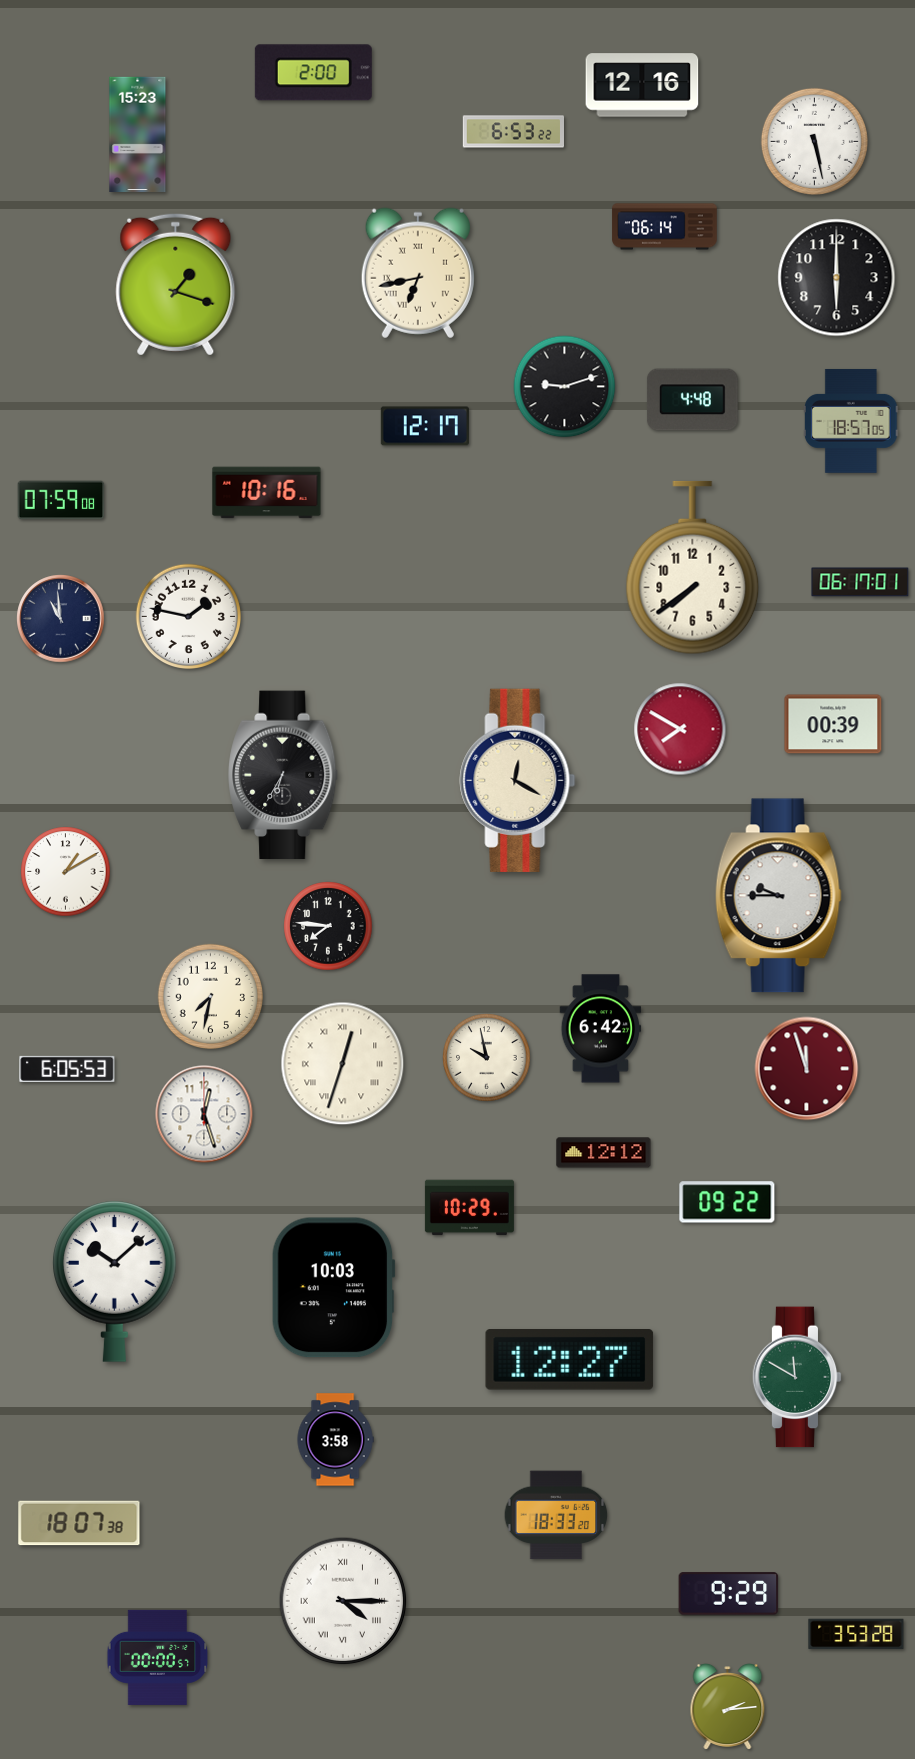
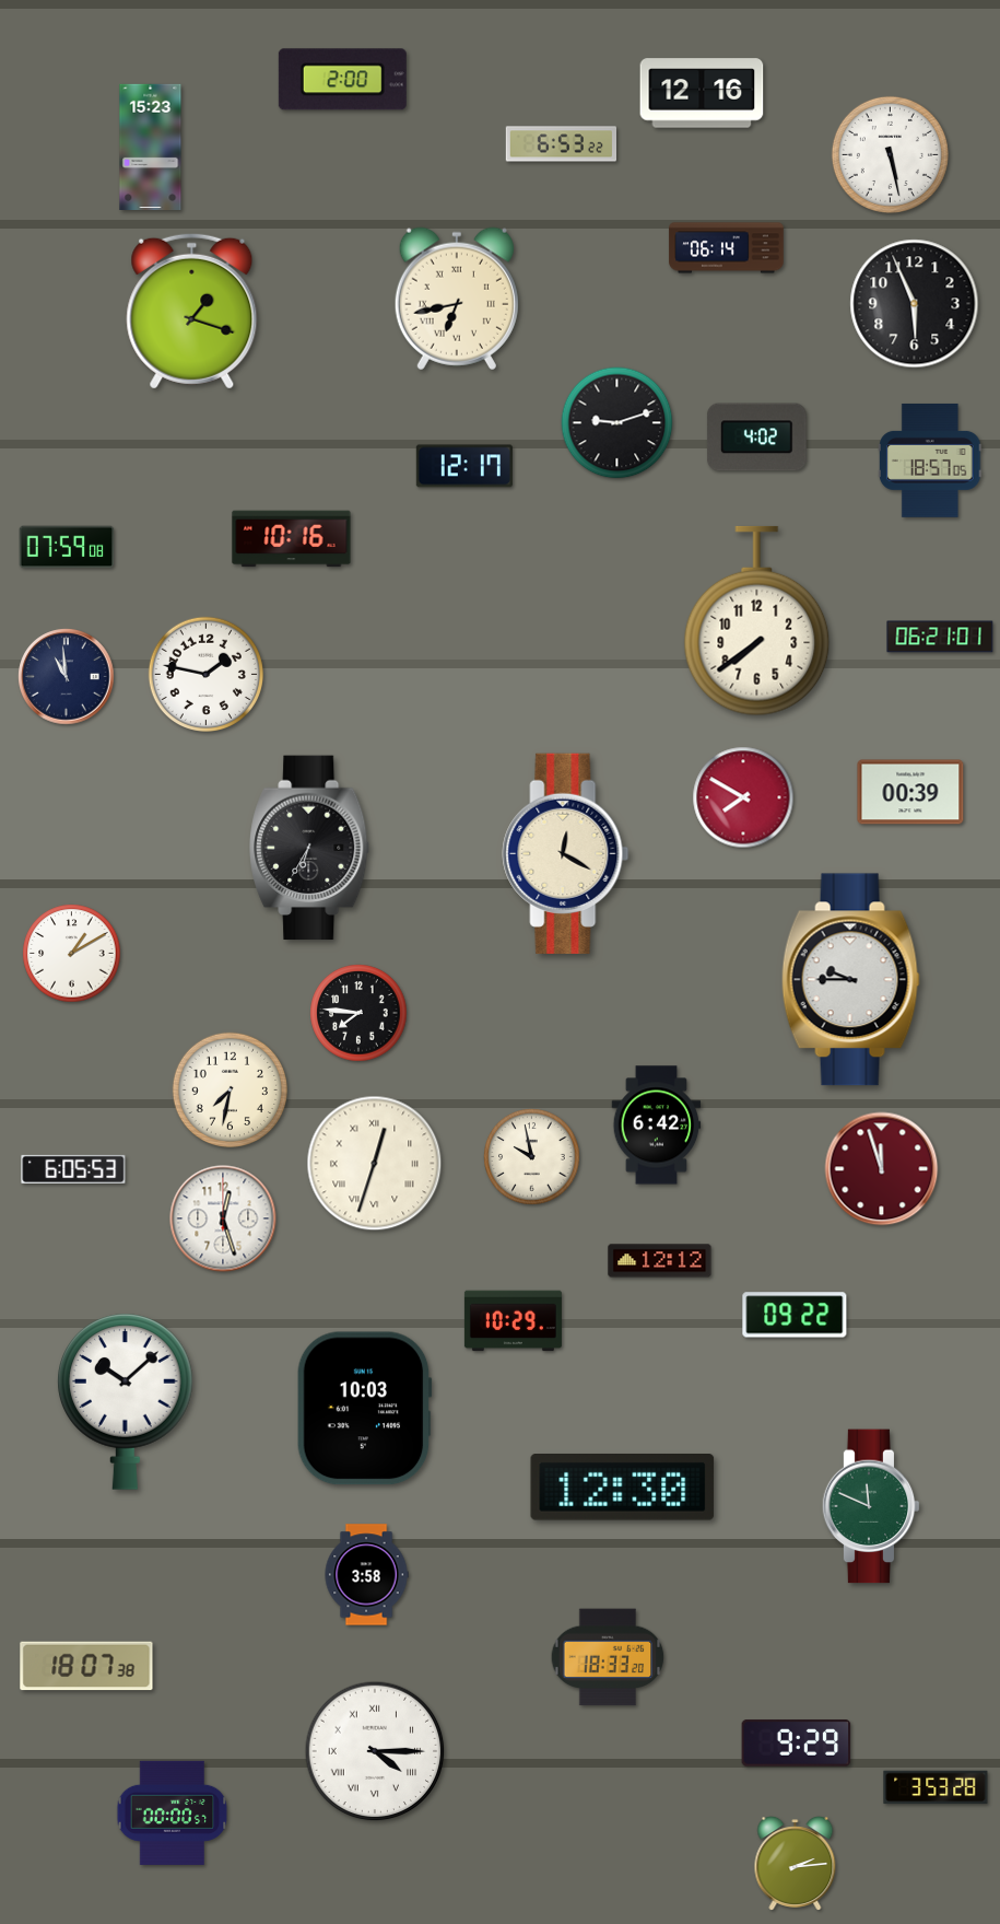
clock at (837, 278): 6:00 -> 5:56
clock at (692, 400): 4:48 -> 4:02
clock at (860, 582): 06:17 -> 06:21
clock at (570, 1360): 12:27 -> 12:30
clock at (797, 1377): 11:50 -> 11:49
clock at (728, 1707) position: (728, 1707) -> (796, 1864)
